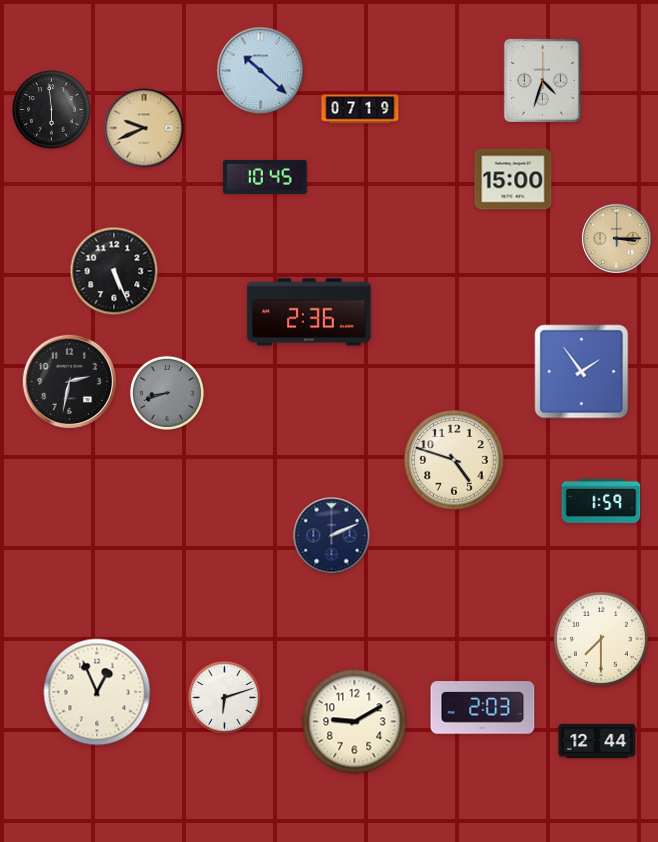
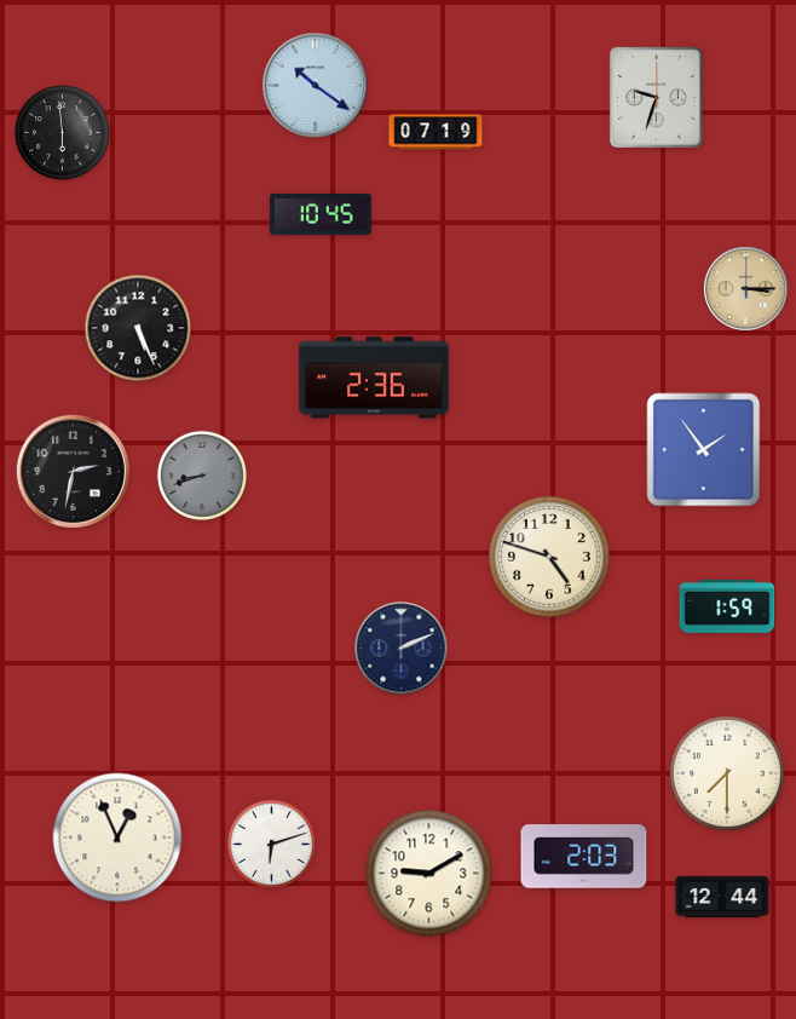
clock at (261, 71): 10:22 -> 10:21
clock at (542, 80): 4:33 -> 9:33
clock at (144, 128): 9:41 -> none
clock at (513, 179): 15:00 -> none
clock at (69, 381) position: (69, 381) -> (73, 471)
